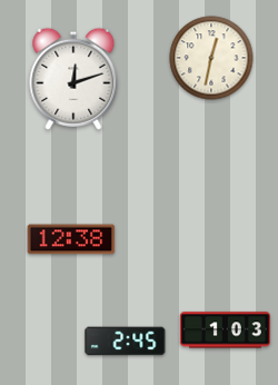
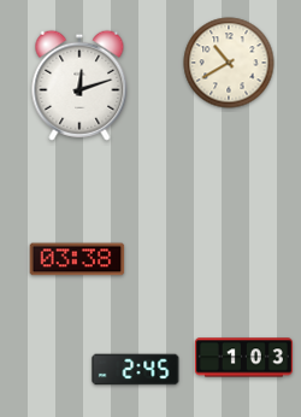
clock at (211, 58): 12:32 -> 10:40
clock at (71, 239): 12:38 -> 03:38
